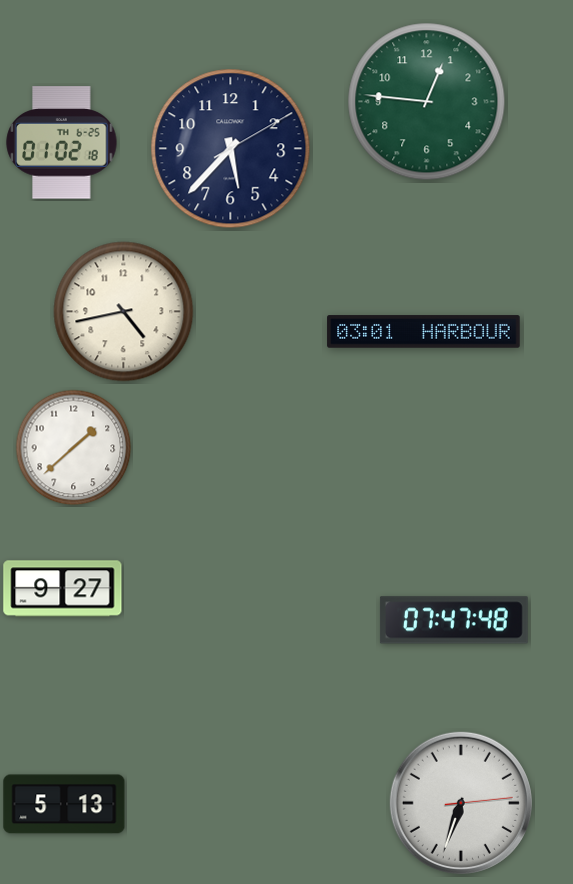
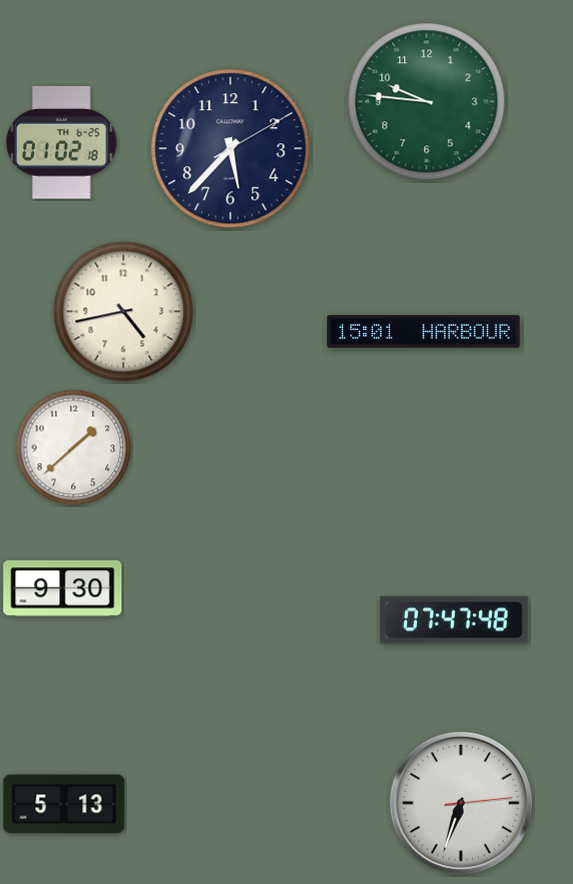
clock at (427, 102): 12:46 -> 9:46
clock at (424, 332): 03:01 -> 15:01
clock at (63, 589): 9:27 -> 9:30
